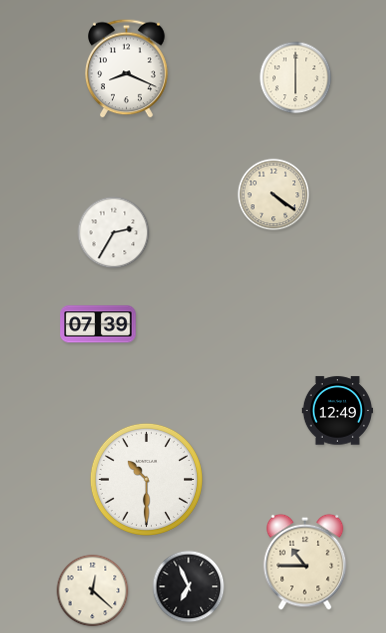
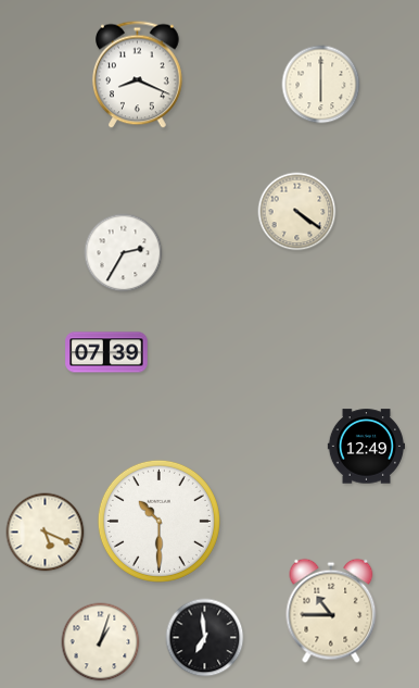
clock at (46, 533): none -> 5:19
clock at (189, 587): 6:56 -> 6:59
clock at (93, 591): 12:22 -> 1:03
